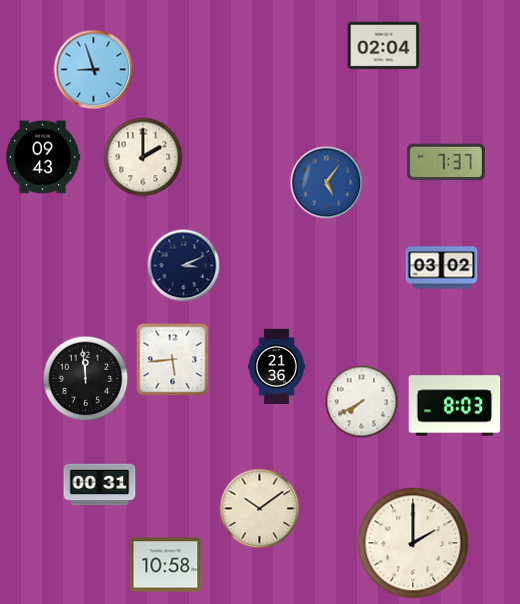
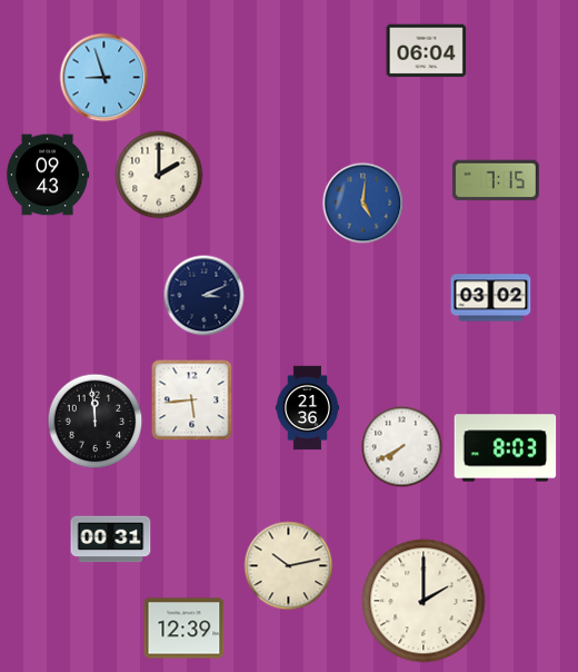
clock at (384, 46): 02:04 -> 06:04
clock at (446, 162): 7:37 -> 7:15
clock at (327, 183): 5:06 -> 5:01
clock at (455, 406) position: (455, 406) -> (506, 448)
clock at (260, 509): 10:09 -> 10:13
clock at (413, 543) position: (413, 543) -> (423, 601)
clock at (166, 565): 10:58 -> 12:39
